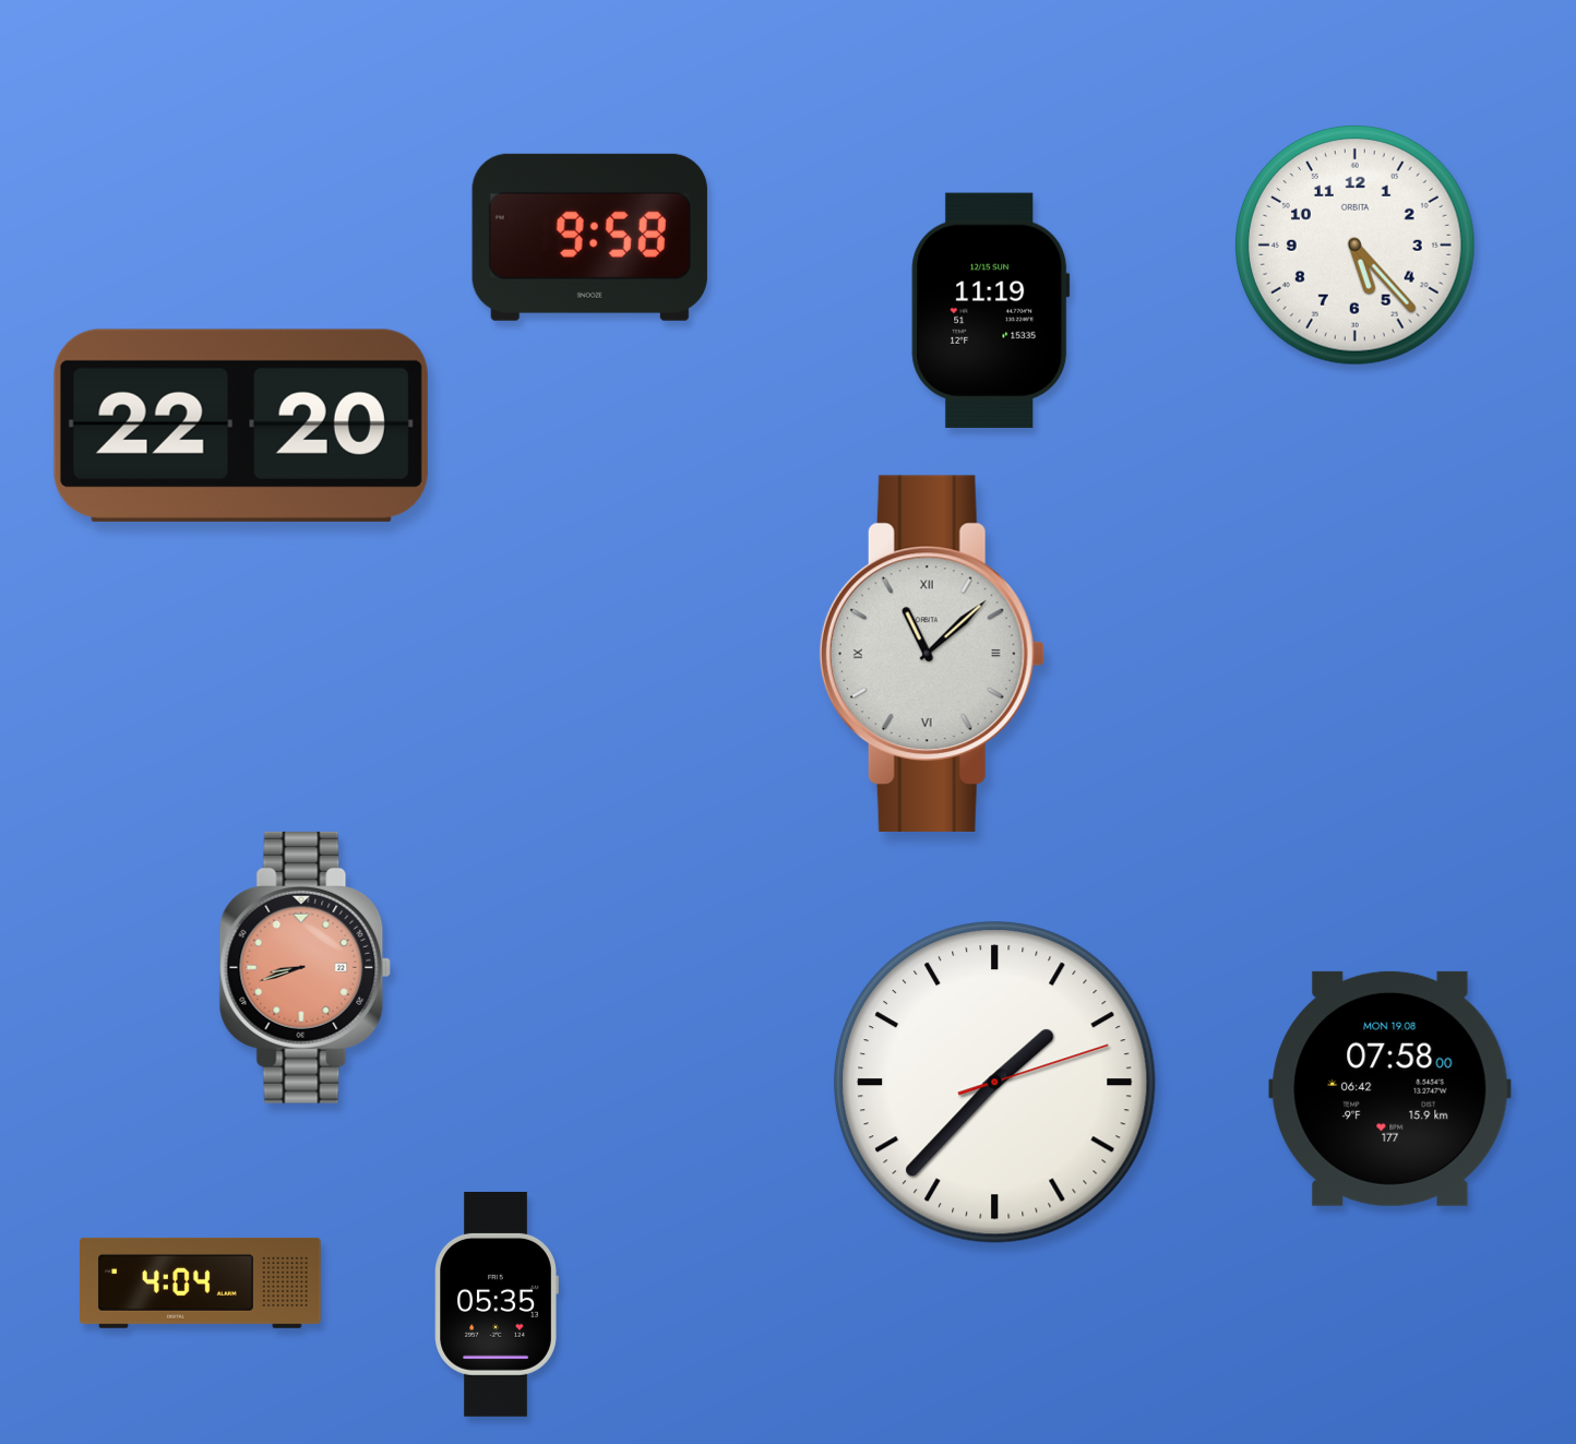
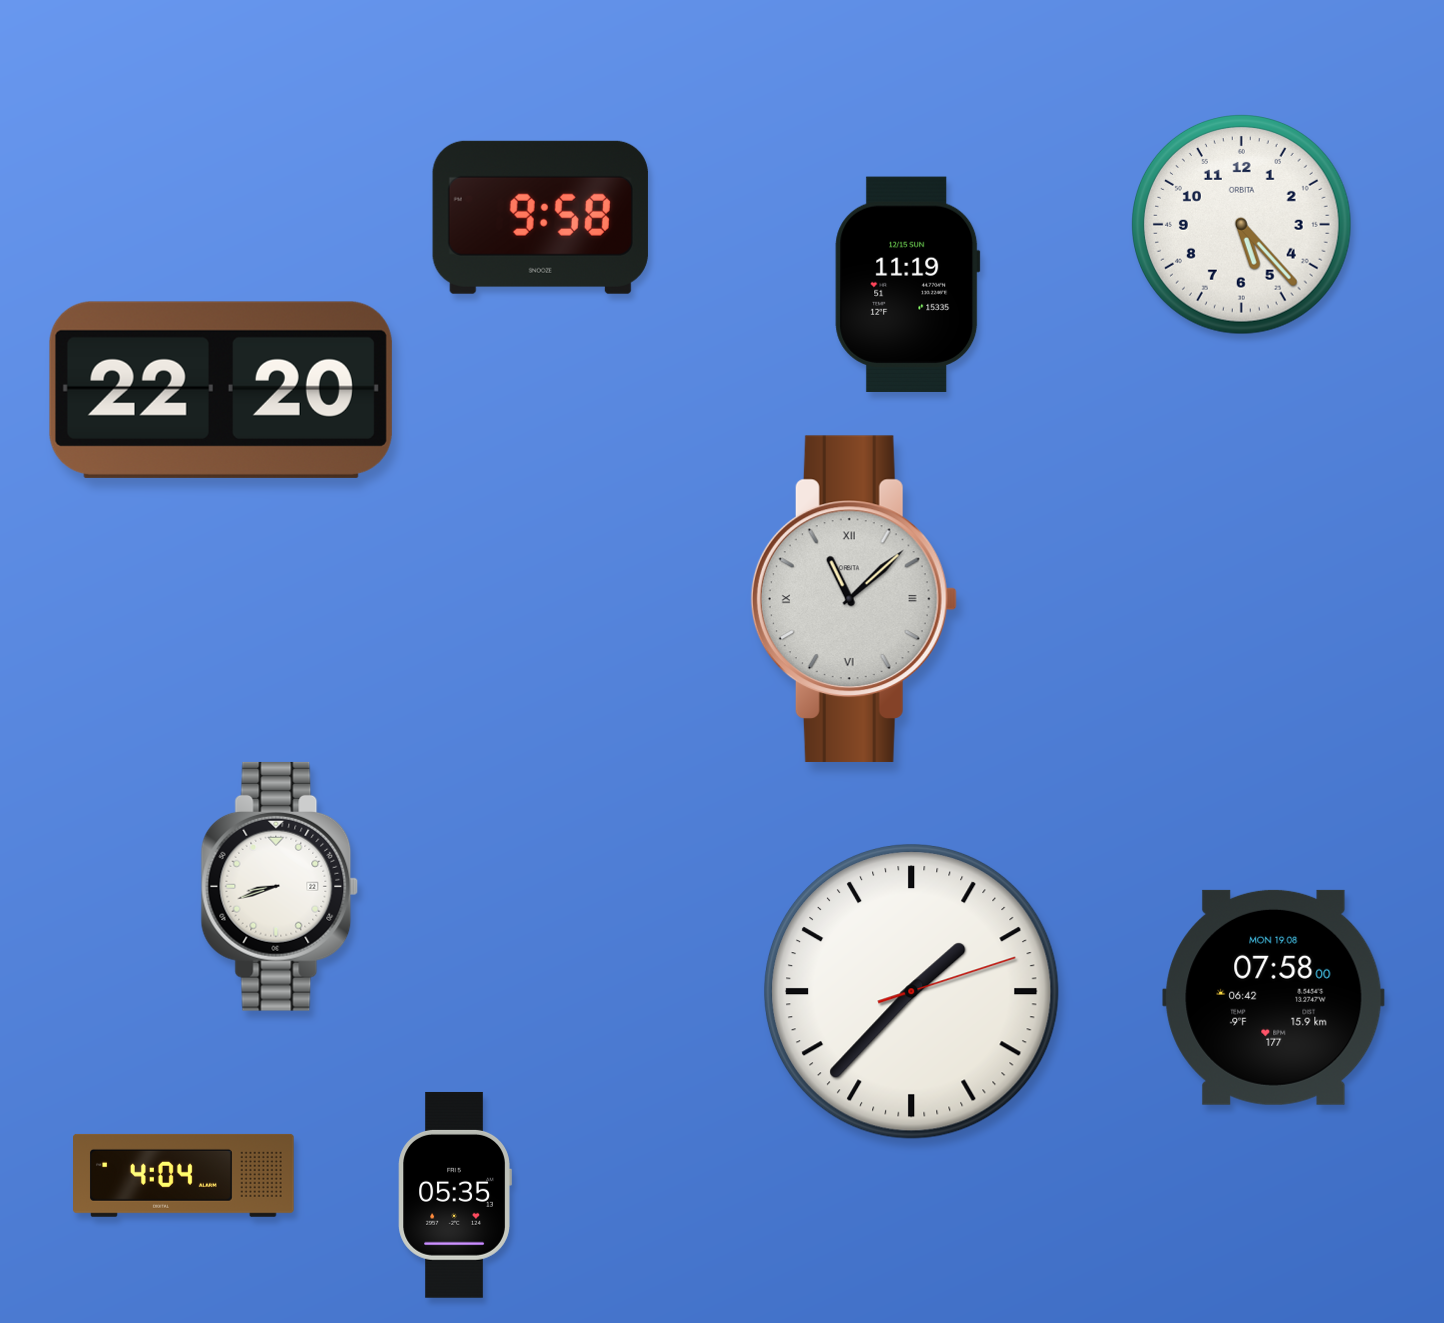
clock at (306, 967) dial: salmon -> white
